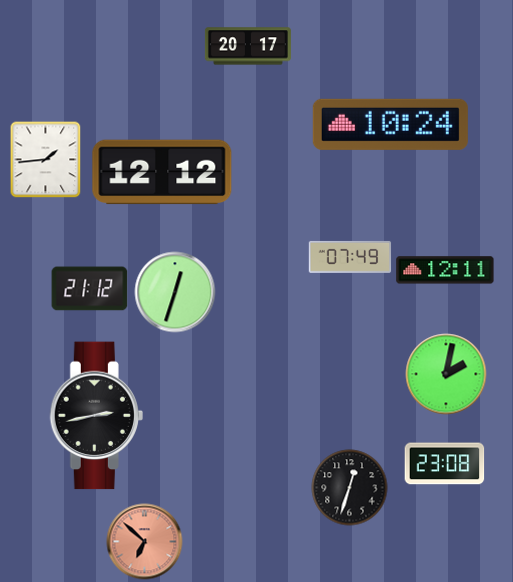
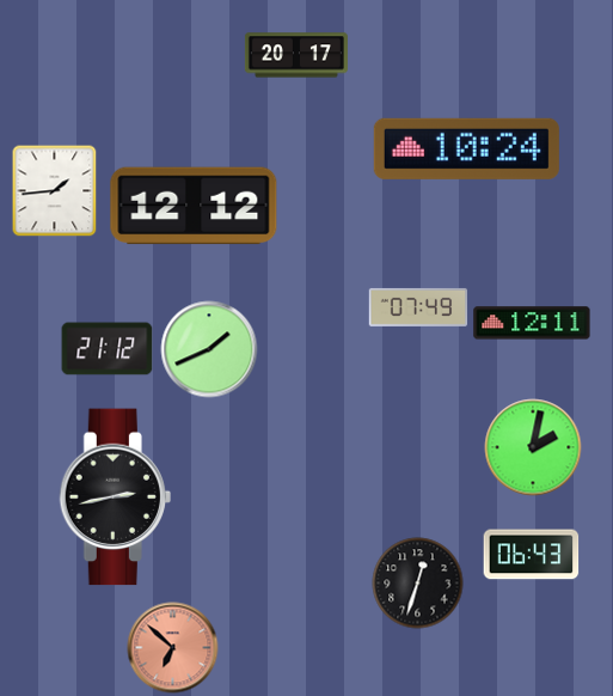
clock at (90, 289) position: (90, 289) -> (108, 349)
clock at (175, 292): 12:33 -> 1:41
clock at (445, 464): 23:08 -> 06:43
